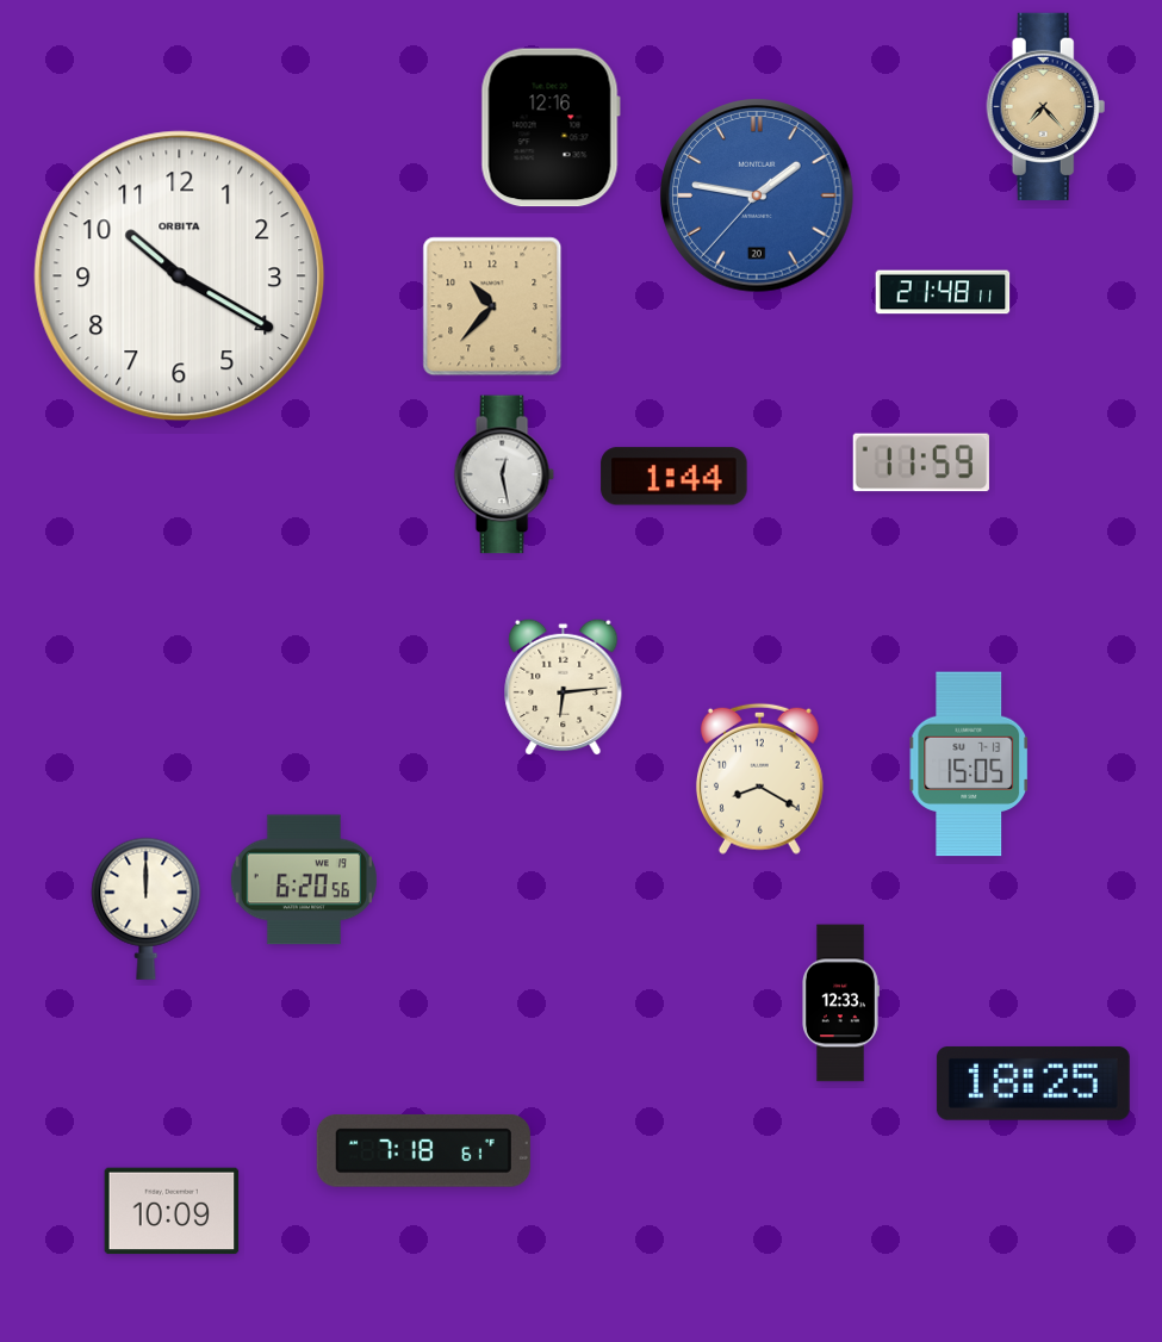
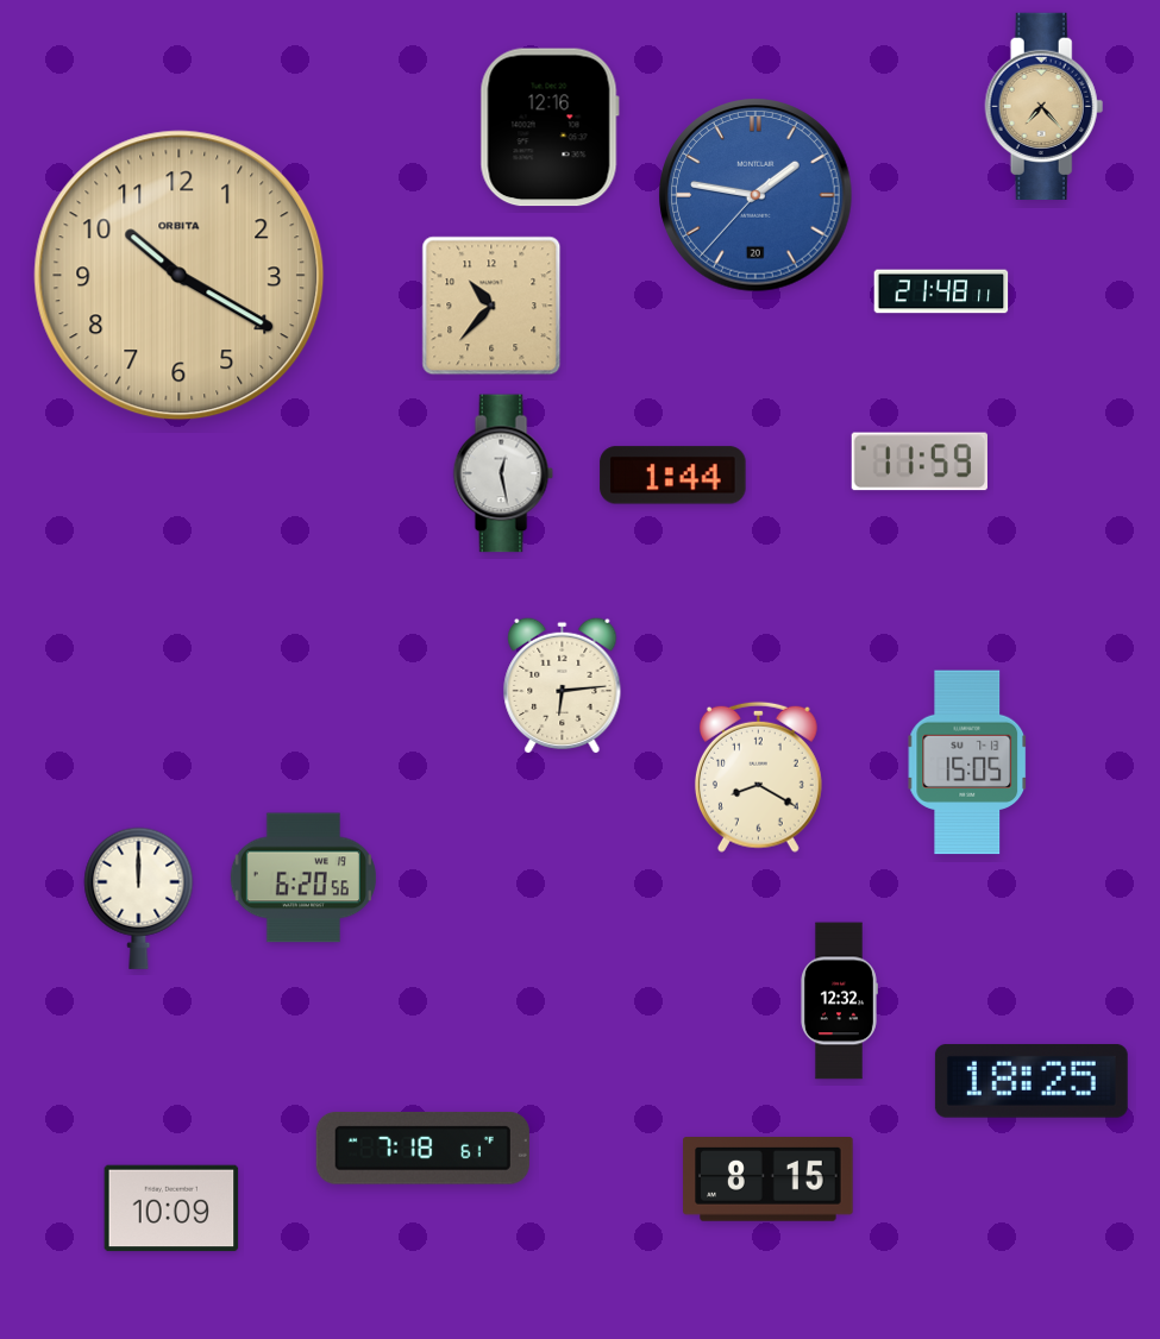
clock at (180, 277) dial: white -> champagne
clock at (147, 908) position: (147, 908) -> (139, 898)
clock at (841, 1004): 12:33 -> 12:32
clock at (769, 1180): none -> 8:15
